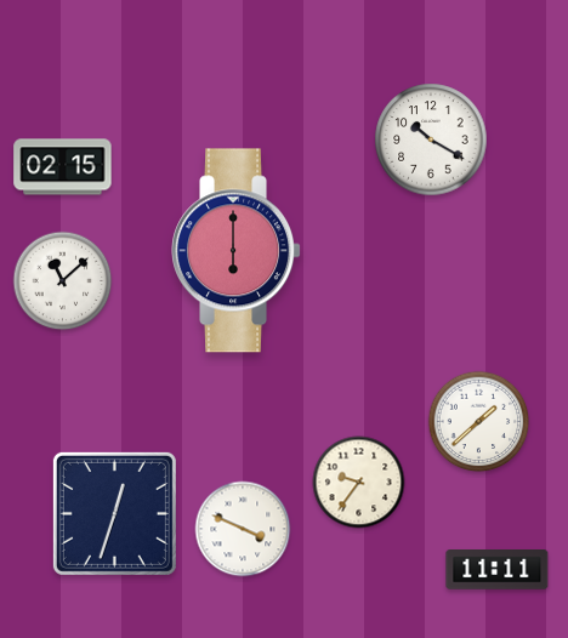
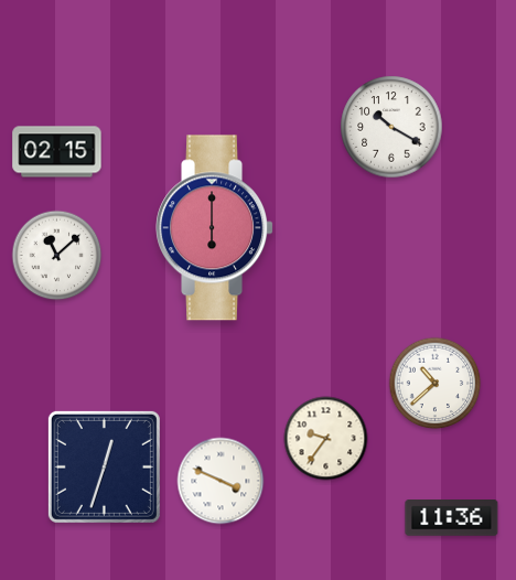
clock at (479, 422): 1:38 -> 10:38
clock at (498, 570): 11:11 -> 11:36
